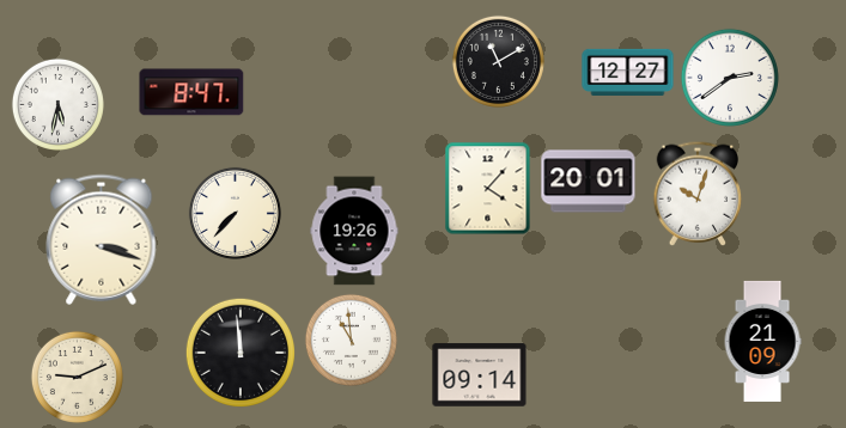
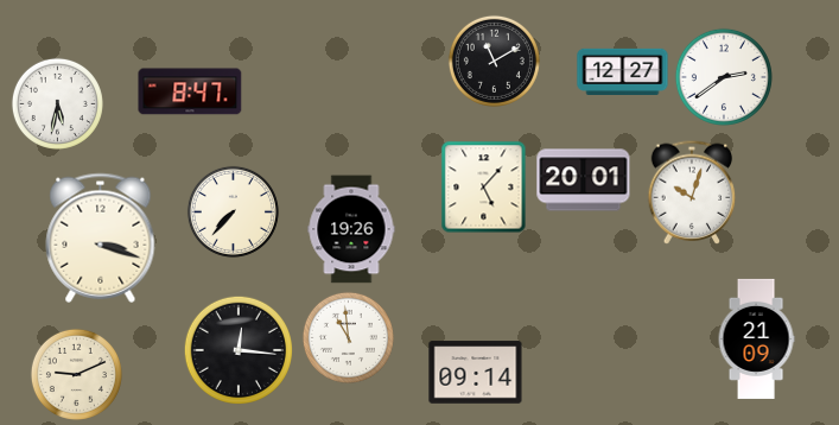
clock at (488, 188): 4:07 -> 5:07
clock at (239, 351): 11:59 -> 12:16
